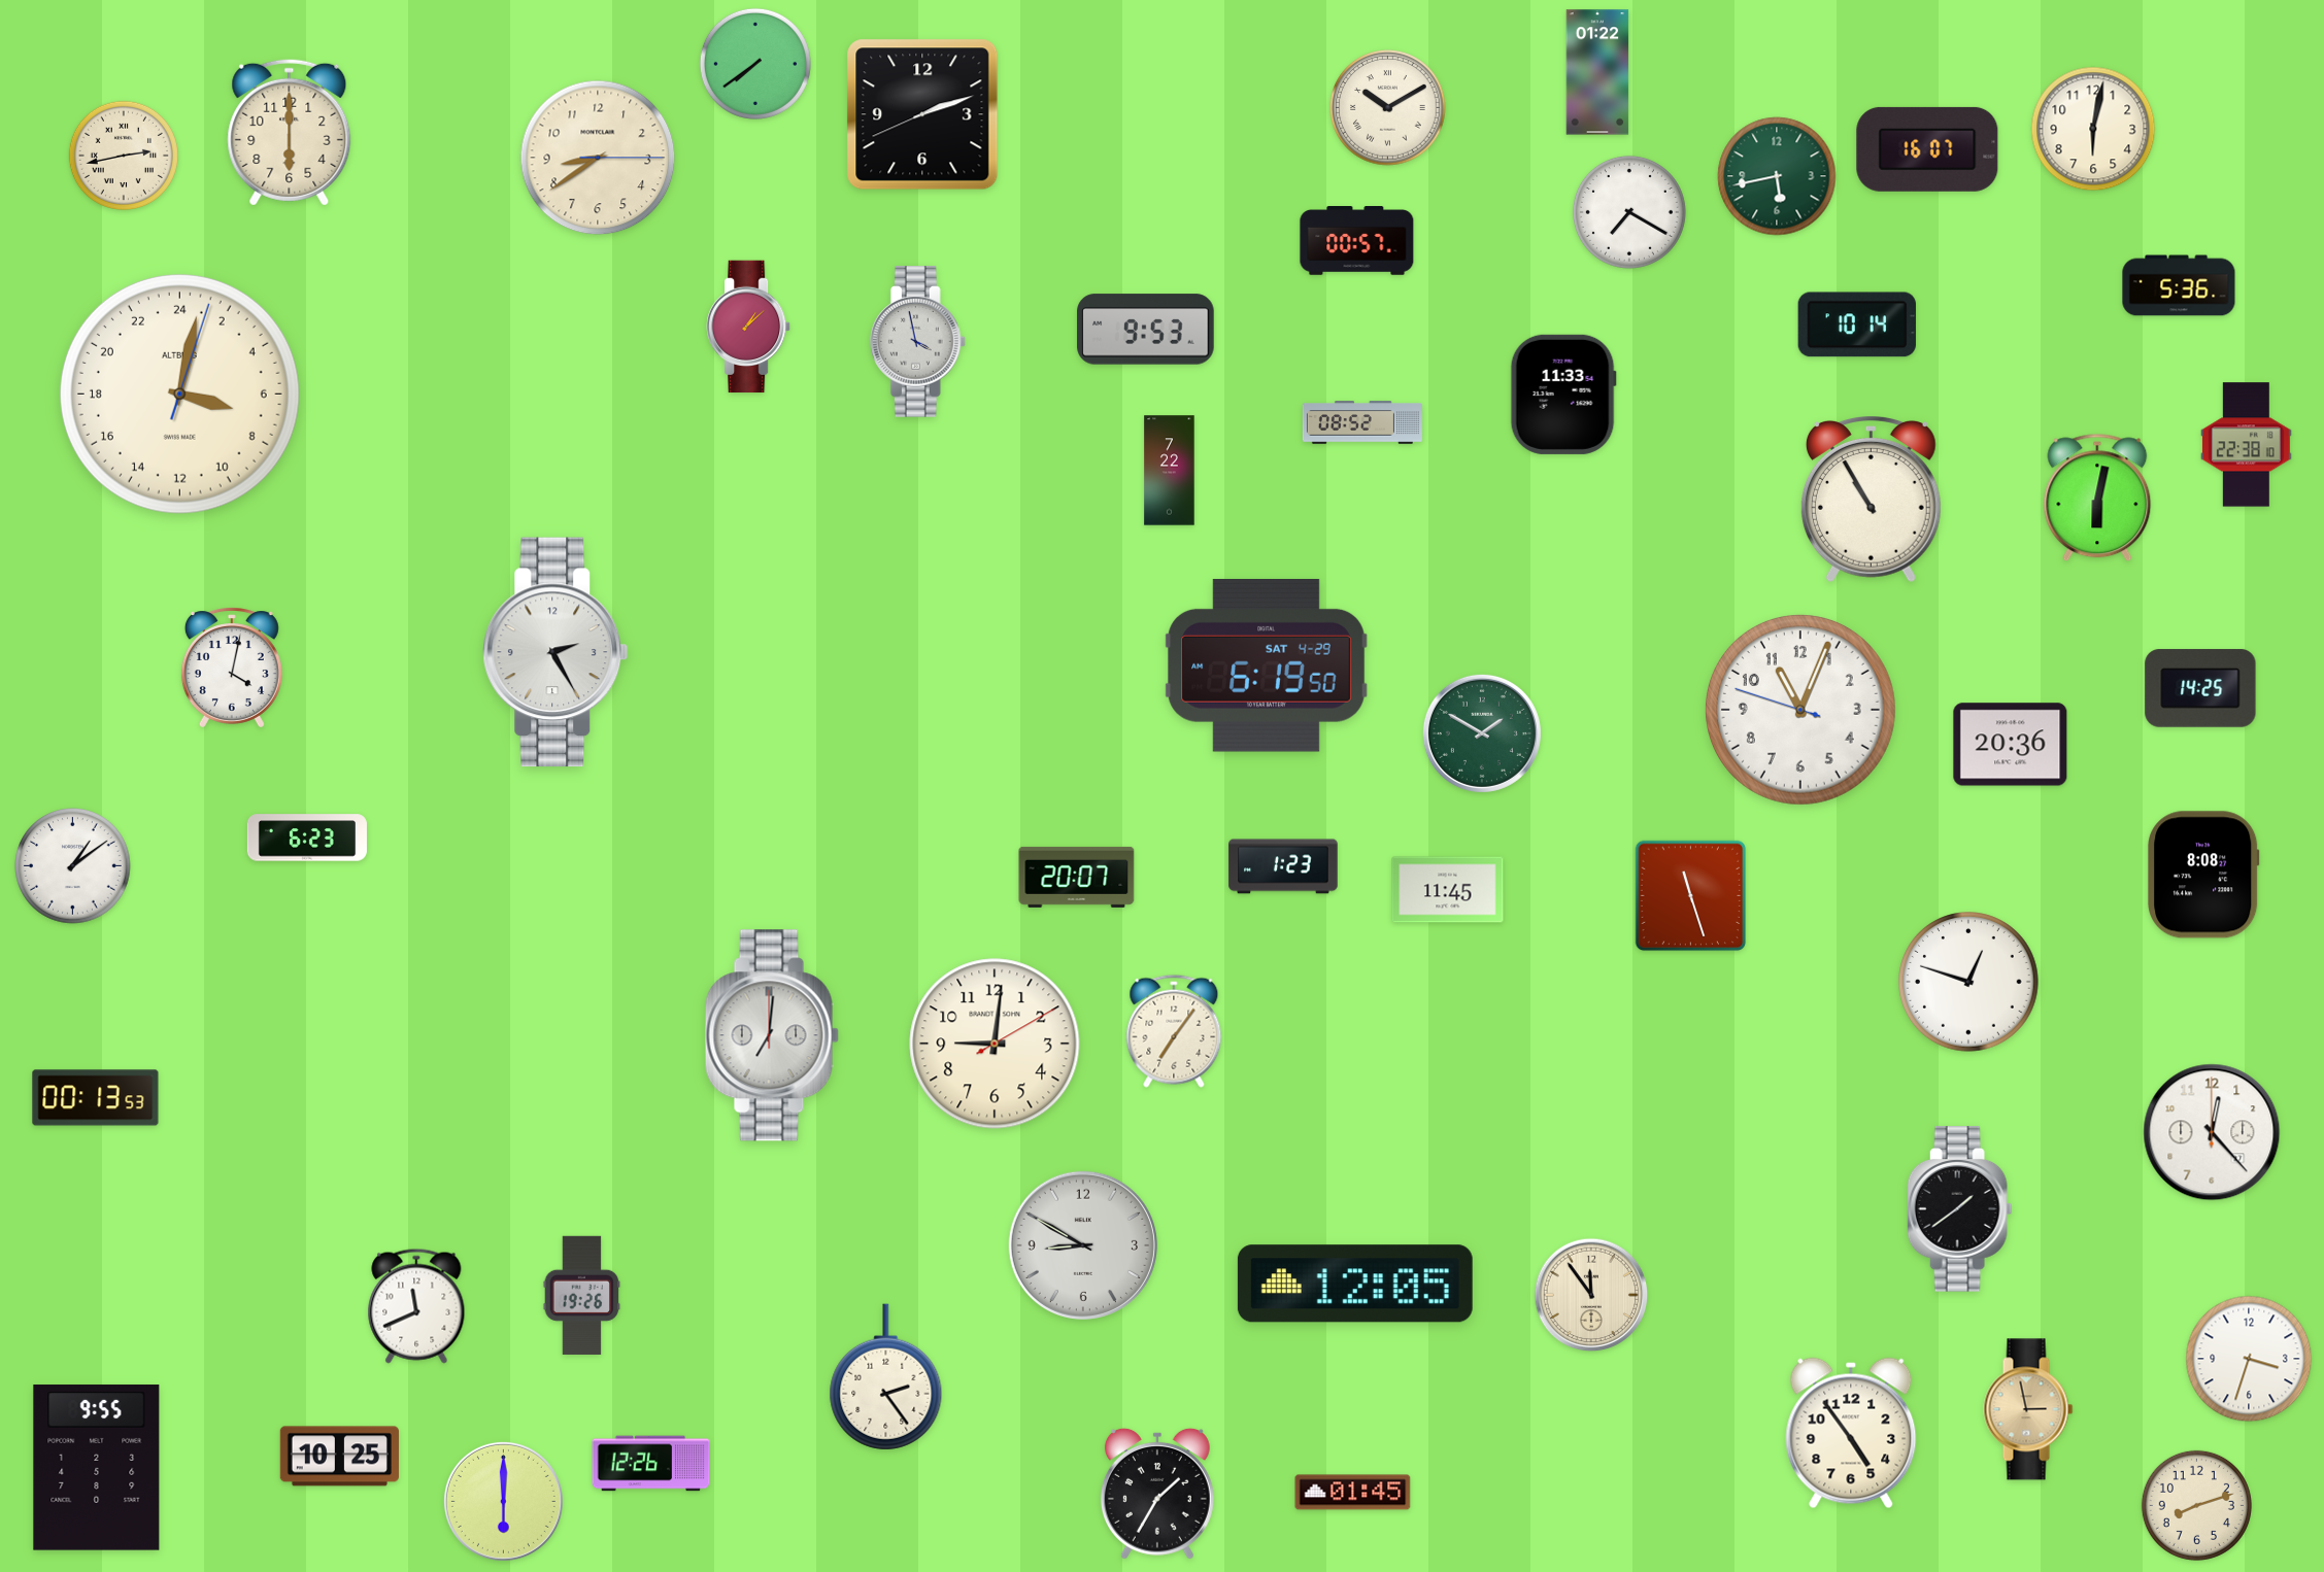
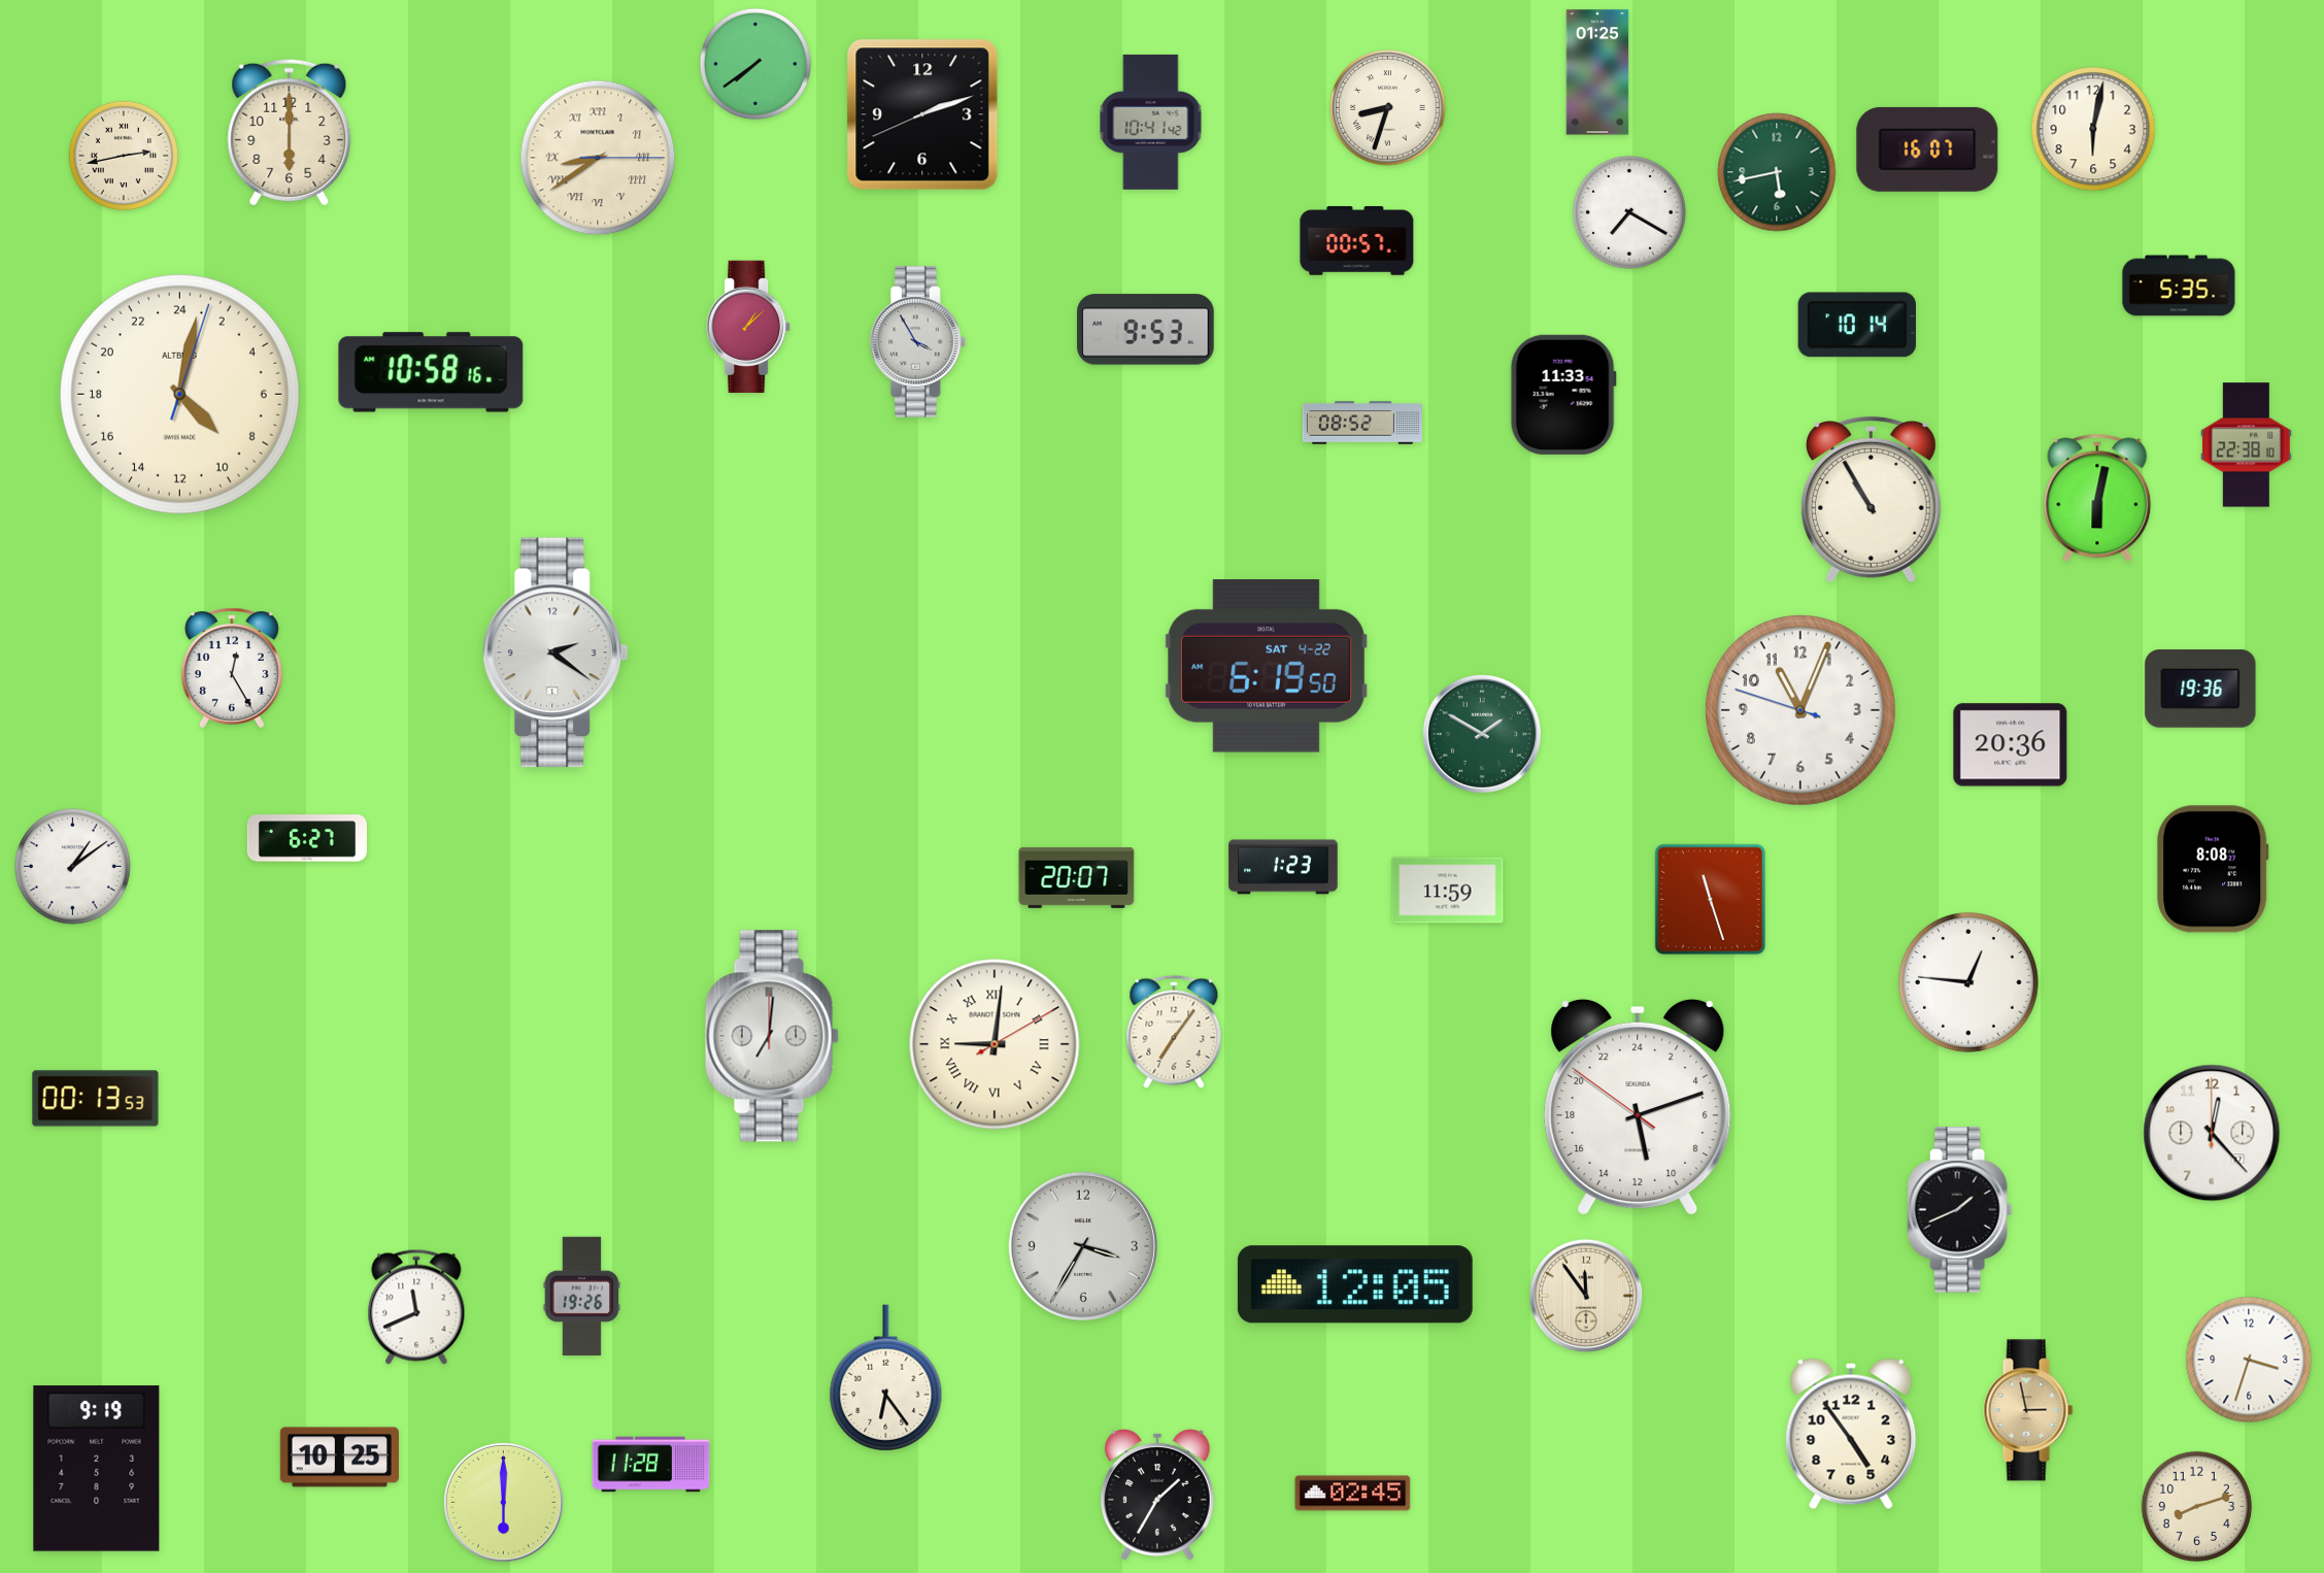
clock at (1597, 72): 01:22 -> 01:25
clock at (1388, 108): 10:10 -> 8:33
clock at (1151, 122): none -> 10:41
clock at (598, 158) numerals: Arabic -> Roman
clock at (1777, 176) position: (1777, 176) -> (1777, 172)
clock at (2179, 285): 5:36 -> 5:35
clock at (917, 342): 3:58 -> 3:55
clock at (431, 372): none -> 10:58
clock at (179, 394): 7:02 -> 9:02
clock at (1170, 471): 7:22 -> none
clock at (555, 652): 2:25 -> 2:21
clock at (1267, 665) date: SAT 4-29 -> SAT 4-22
clock at (232, 668): 4:02 -> 12:25
clock at (2200, 688): 14:25 -> 19:36
clock at (307, 838): 6:23 -> 6:27
clock at (2203, 875) position: (2203, 875) -> (2213, 869)
clock at (1448, 890): 11:45 -> 11:59
clock at (1691, 896) position: (1691, 896) -> (1711, 900)
clock at (1969, 983): 12:48 -> 12:46
clock at (995, 1044) numerals: Arabic -> Roman
clock at (1638, 1107): none -> 11:11
clock at (1960, 1209): 1:39 -> 1:41
clock at (1083, 1245): 8:50 -> 3:35
clock at (1591, 1295) position: (1591, 1295) -> (1586, 1296)
clock at (886, 1377): 2:24 -> 6:24
clock at (651, 1464): 12:26 -> 11:28
clock at (97, 1468): 9:55 -> 9:19
clock at (1353, 1493): 01:45 -> 02:45
